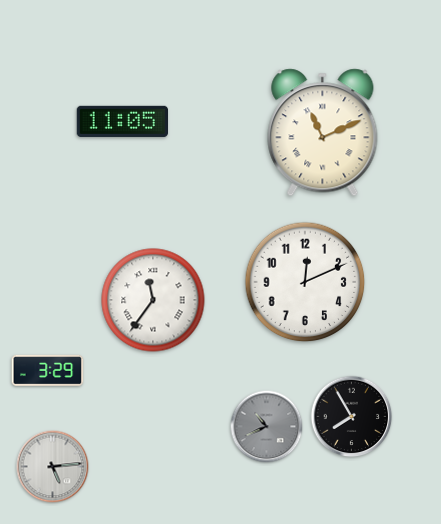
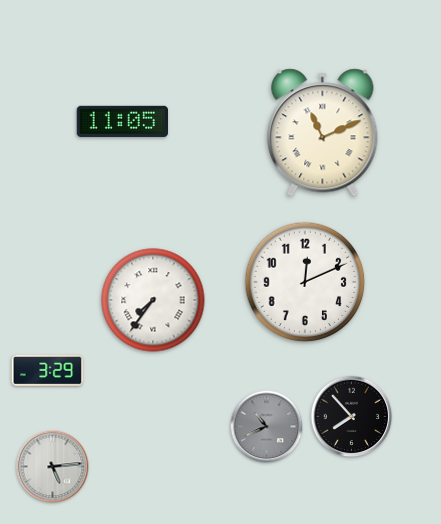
clock at (153, 300): 11:36 -> 7:36
clock at (352, 417): 7:55 -> 7:53
